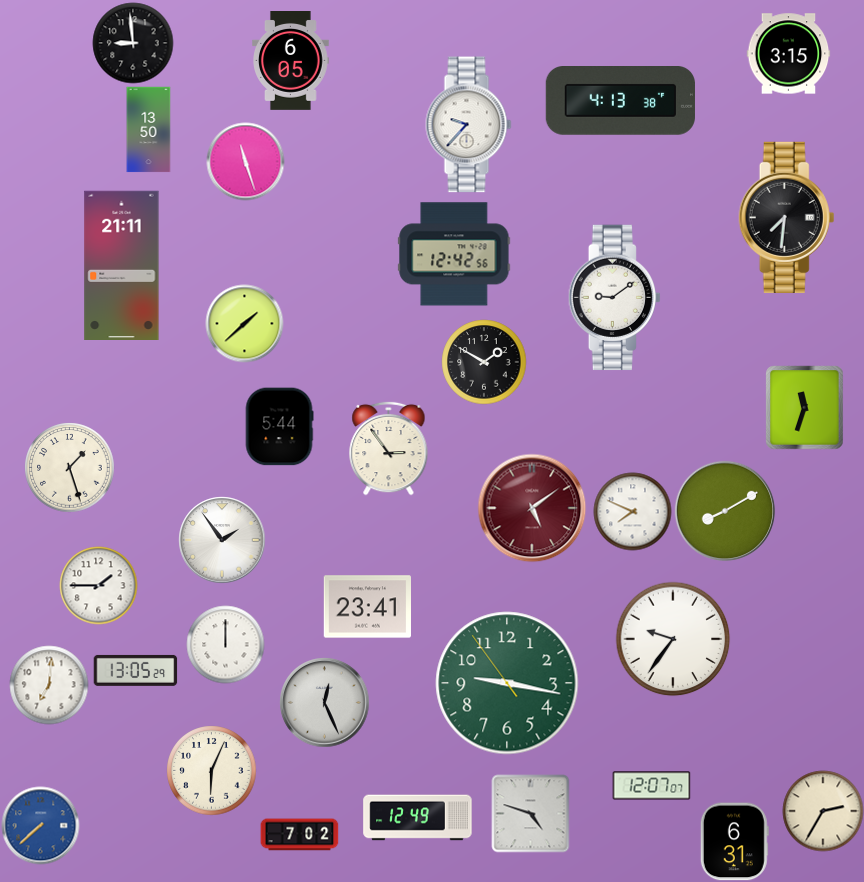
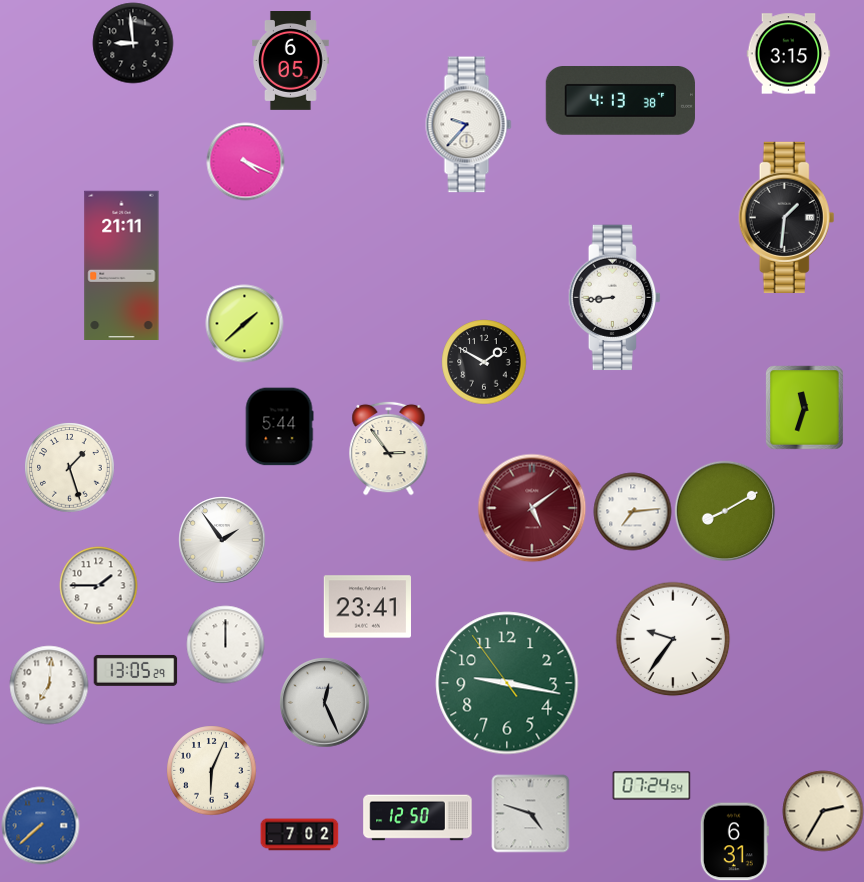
clock at (149, 129): 13:50 -> none
clock at (245, 161): 11:27 -> 4:19
clock at (787, 217): 7:31 -> 1:31
clock at (454, 254): 12:42 -> none
clock at (614, 298): 9:09 -> 8:44
clock at (632, 511): 7:49 -> 7:14
clock at (651, 786): 12:07 -> 07:24
clock at (418, 818): 12:49 -> 12:50
